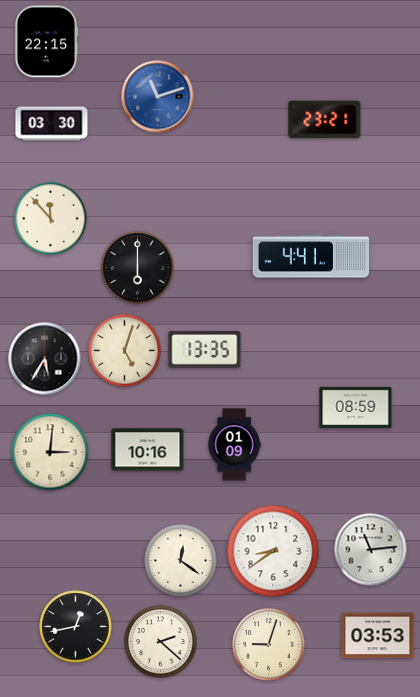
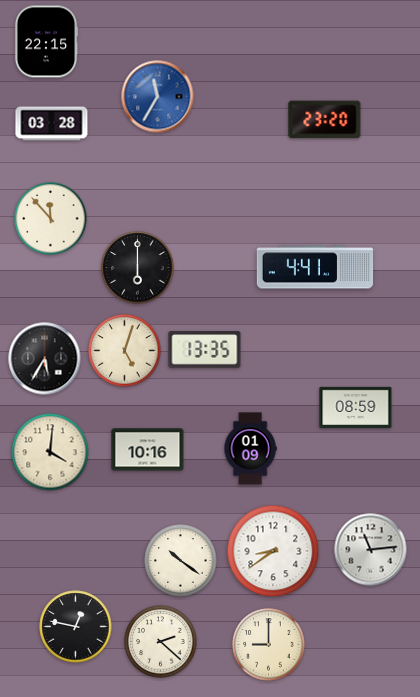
clock at (158, 97): 11:12 -> 11:35
clock at (325, 120): 23:21 -> 23:20
clock at (52, 124): 03:30 -> 03:28
clock at (311, 256) position: (311, 256) -> (315, 267)
clock at (234, 445) position: (234, 445) -> (250, 449)
clock at (50, 452): 3:01 -> 4:01
clock at (181, 561): 12:21 -> 10:21
clock at (76, 627): 12:43 -> 12:47
clock at (378, 636): 03:53 -> none
clock at (269, 645): 9:03 -> 9:00
